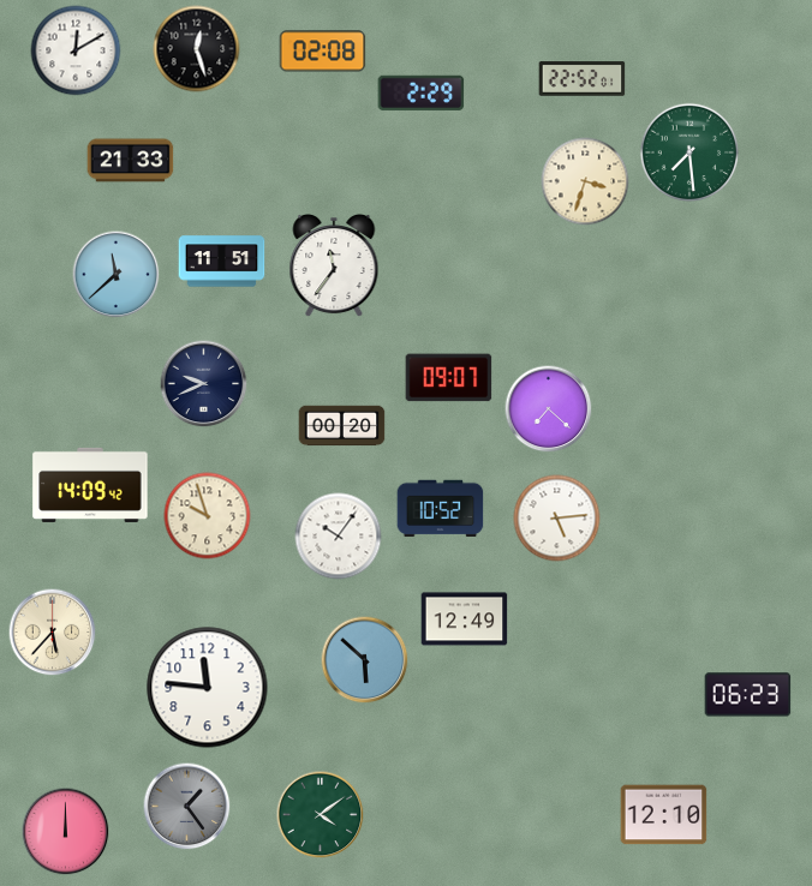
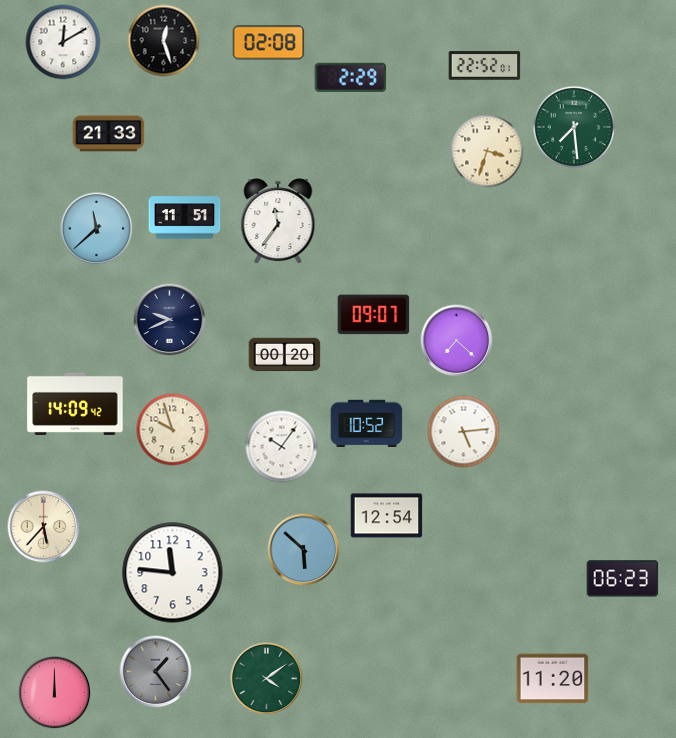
clock at (465, 619): 12:49 -> 12:54
clock at (664, 815): 12:10 -> 11:20
